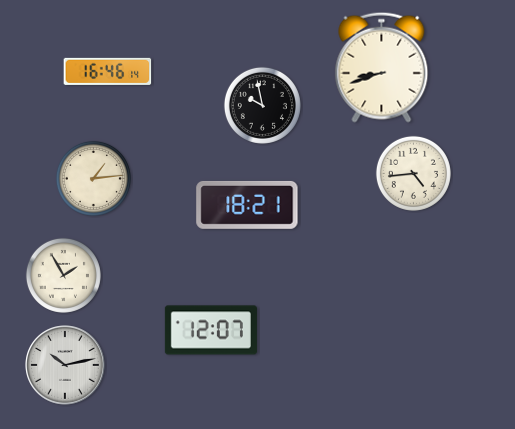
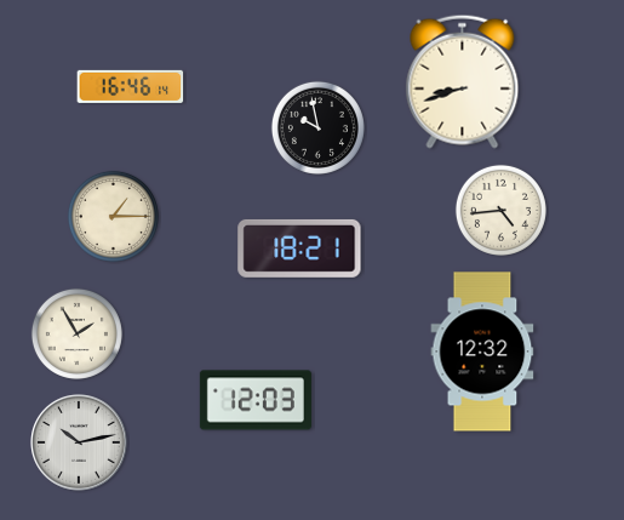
clock at (93, 178): 1:14 -> 1:15
clock at (482, 352): none -> 12:32
clock at (211, 330): 12:07 -> 12:03
